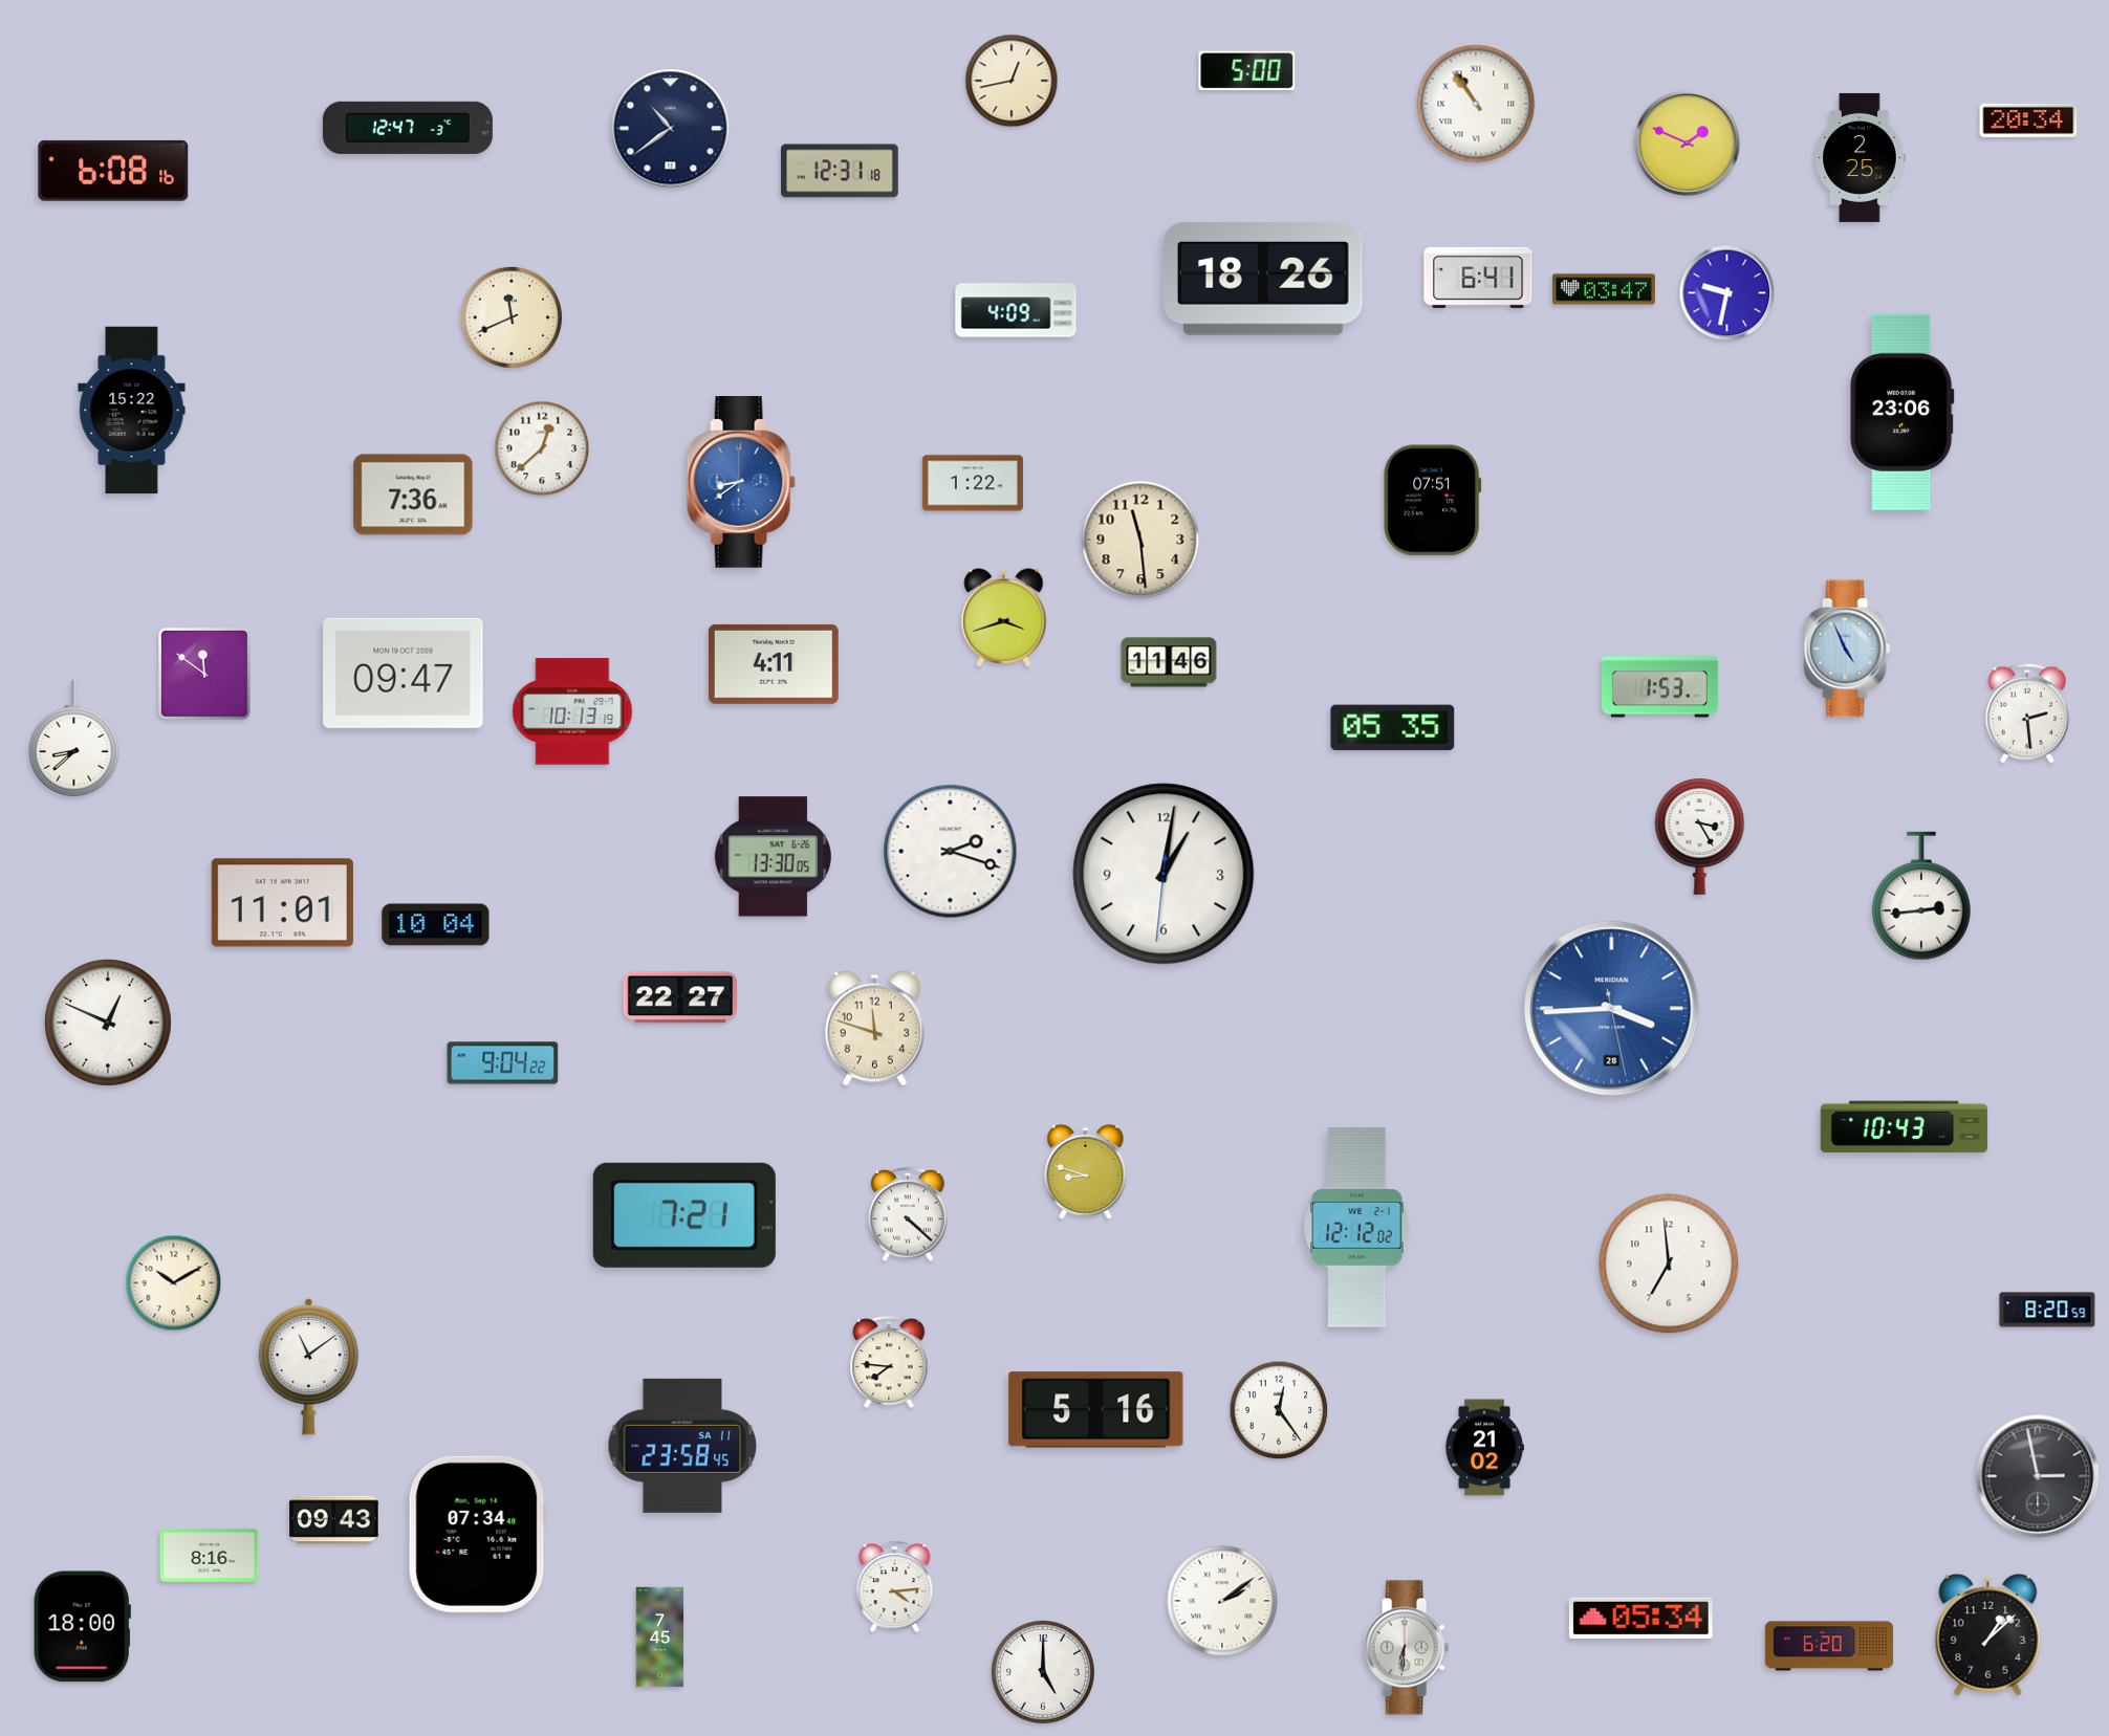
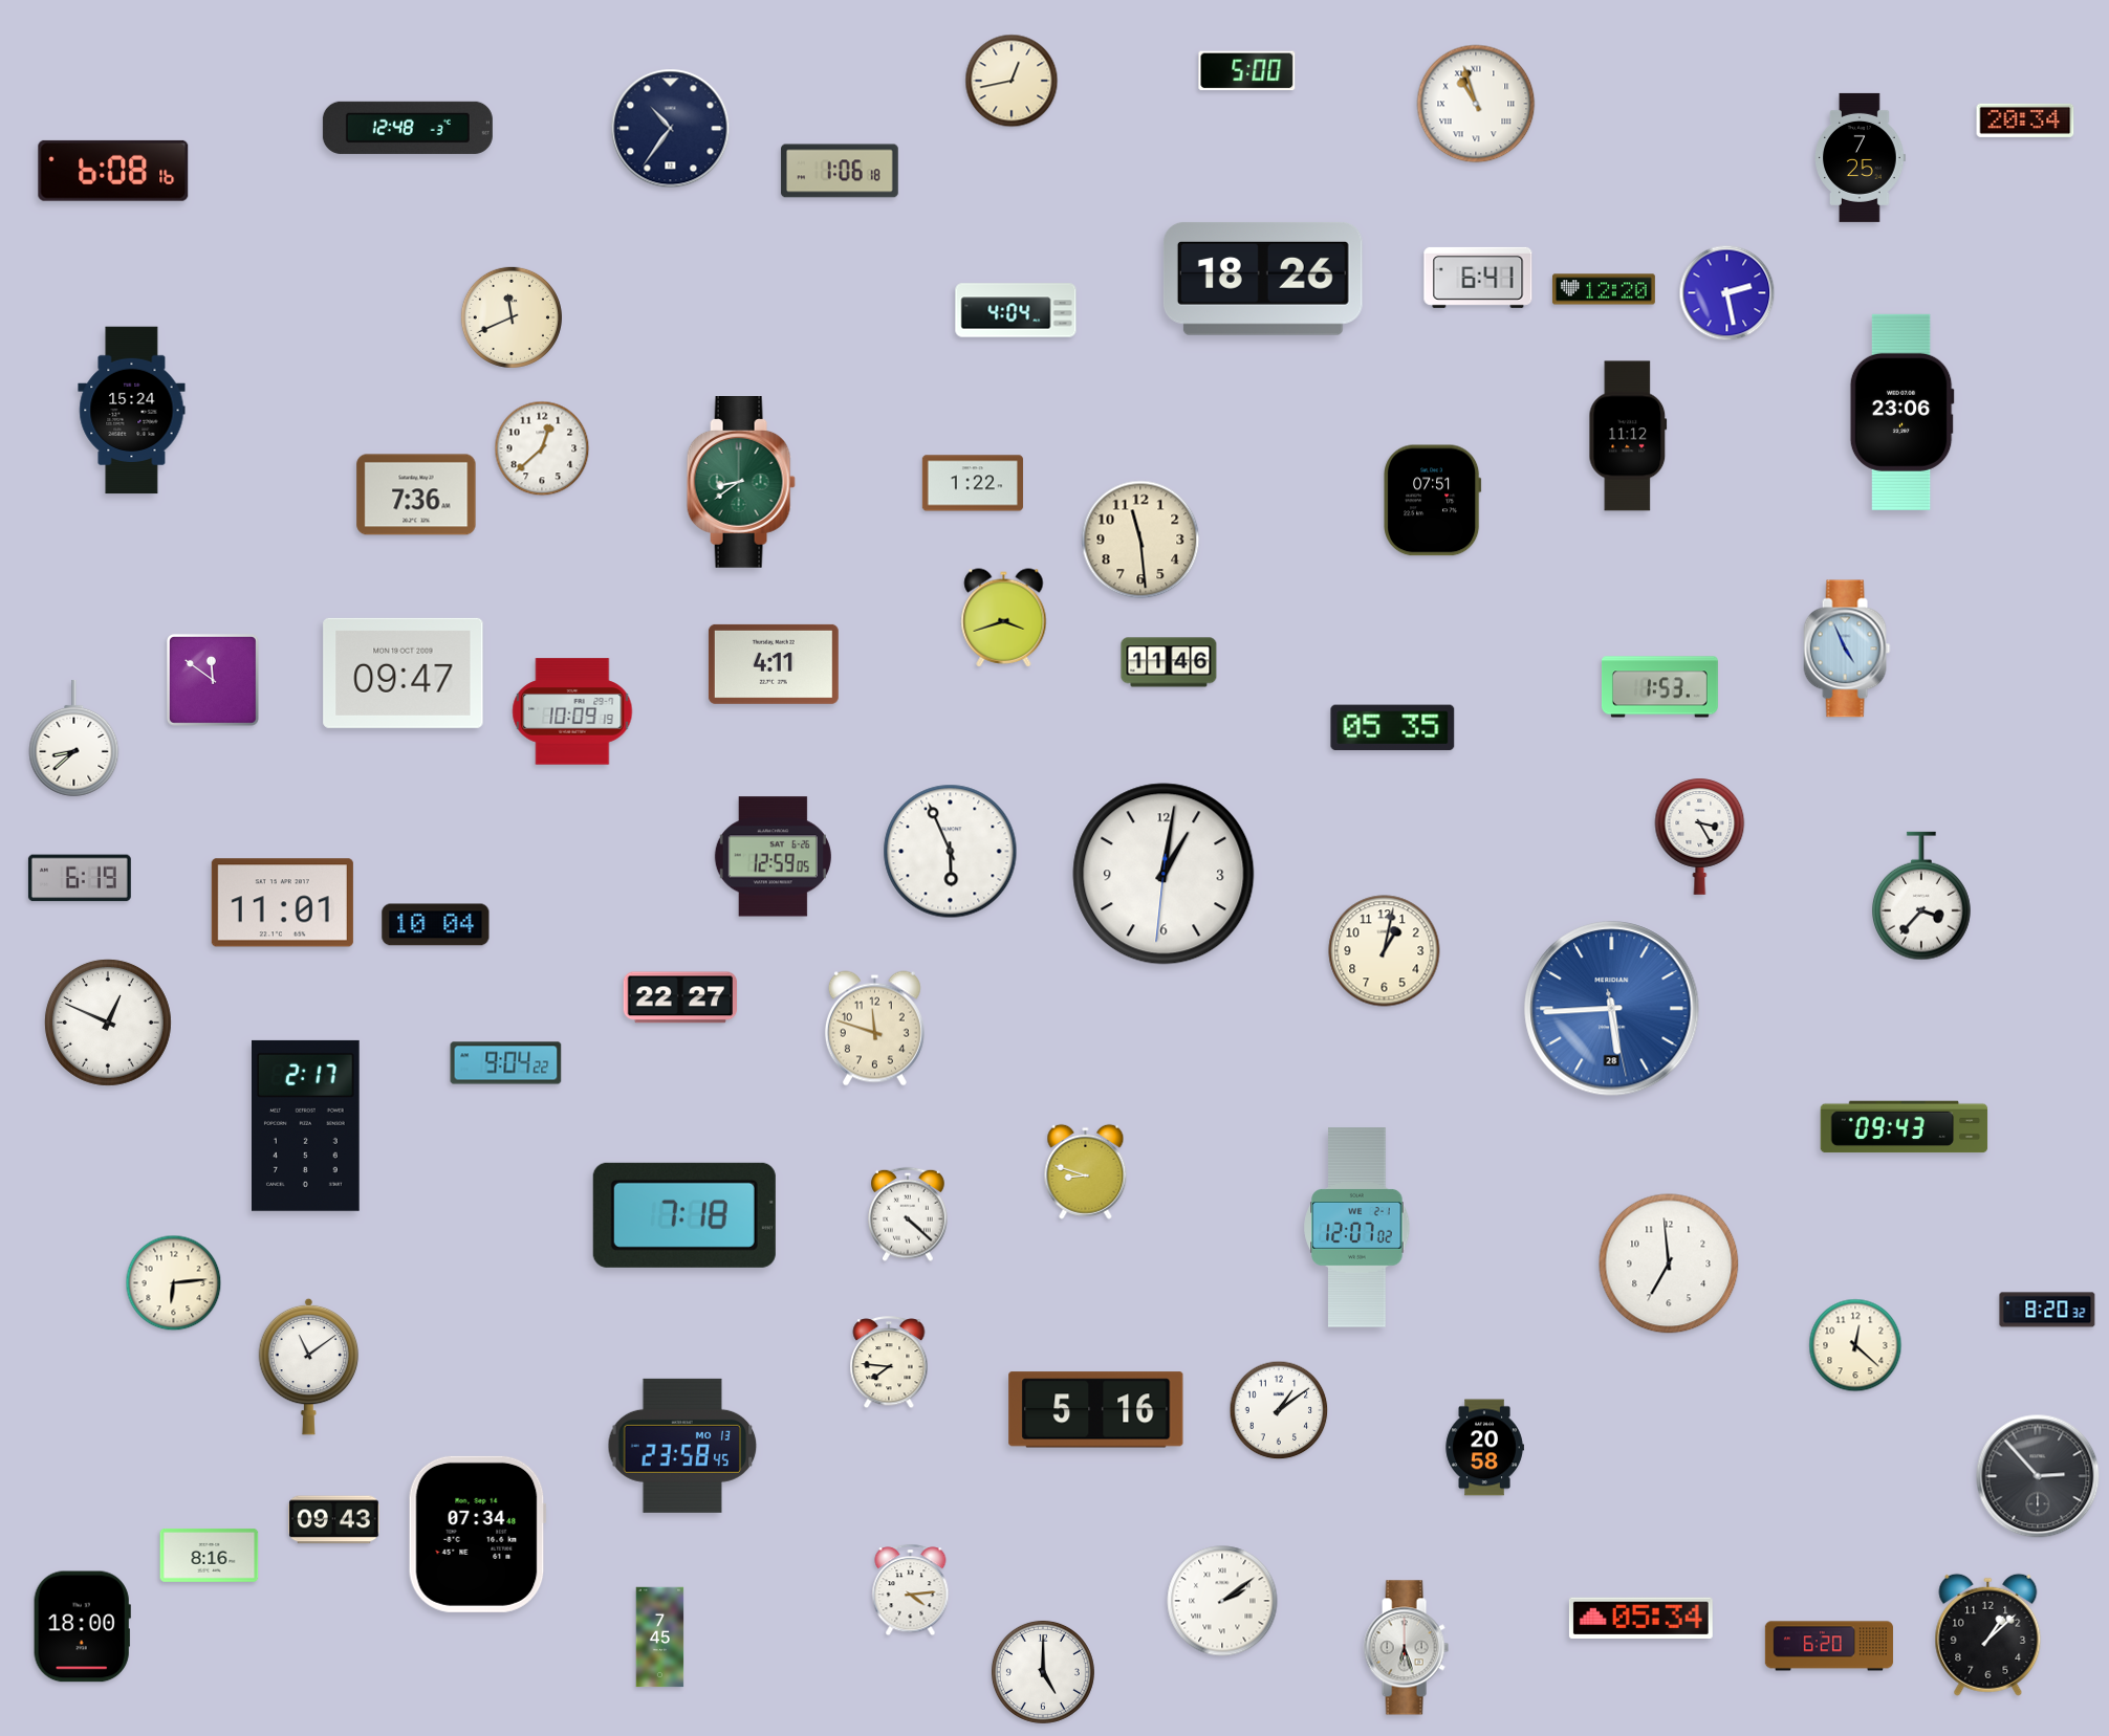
clock at (1476, 104): 10:54 -> 10:57
clock at (2028, 120) position: (2028, 120) -> (2025, 120)
clock at (408, 128): 12:47 -> 12:48
clock at (671, 129): 10:39 -> 10:36
clock at (1687, 142): 1:49 -> none
clock at (1861, 157): 2:25 -> 7:25
clock at (840, 171): 12:31 -> 1:06
clock at (1604, 289): 03:47 -> 12:20
clock at (1727, 293): 9:32 -> 2:28
clock at (1016, 310): 4:09 -> 4:04
clock at (132, 411): 15:22 -> 15:24
clock at (1628, 436): none -> 11:12
clock at (741, 483) dial: blue -> green
clock at (413, 495) position: (413, 495) -> (416, 495)
clock at (204, 674) position: (204, 674) -> (213, 680)
clock at (572, 711): 10:13 -> 10:09
clock at (2027, 713): 2:29 -> none
clock at (951, 852): 2:18 -> 5:56
clock at (773, 857): 13:30 -> 12:59
clock at (80, 878): none -> 6:19
clock at (1921, 896): 2:44 -> 3:37
clock at (1385, 951): none -> 1:02
clock at (1612, 1009): 3:44 -> 5:44
clock at (503, 1063) position: (503, 1063) -> (506, 1063)
clock at (306, 1125): none -> 2:17
clock at (1905, 1127): 10:43 -> 09:43
clock at (684, 1215): 7:21 -> 7:18
clock at (1357, 1228): 12:12 -> 12:07
clock at (174, 1283): 10:10 -> 6:14
clock at (2047, 1310): 8:20:59 -> 8:20:32
clock at (1855, 1345): none -> 12:22
clock at (1279, 1410): 12:24 -> 1:09
clock at (682, 1446) date: SA 11 -> MO 13
clock at (1484, 1448): 21:02 -> 20:58
clock at (2038, 1476): 2:58 -> 2:53
clock at (895, 1587) position: (895, 1587) -> (911, 1590)
clock at (1406, 1648): 6:31 -> 6:27
